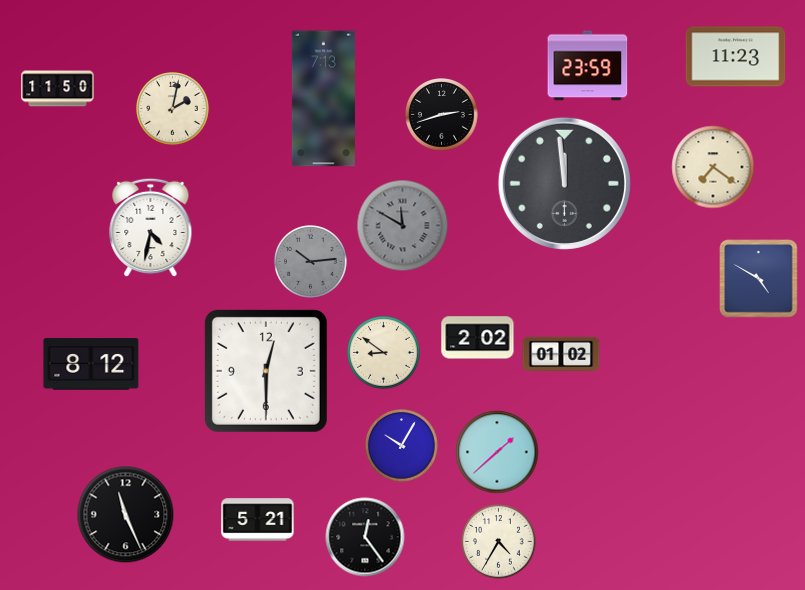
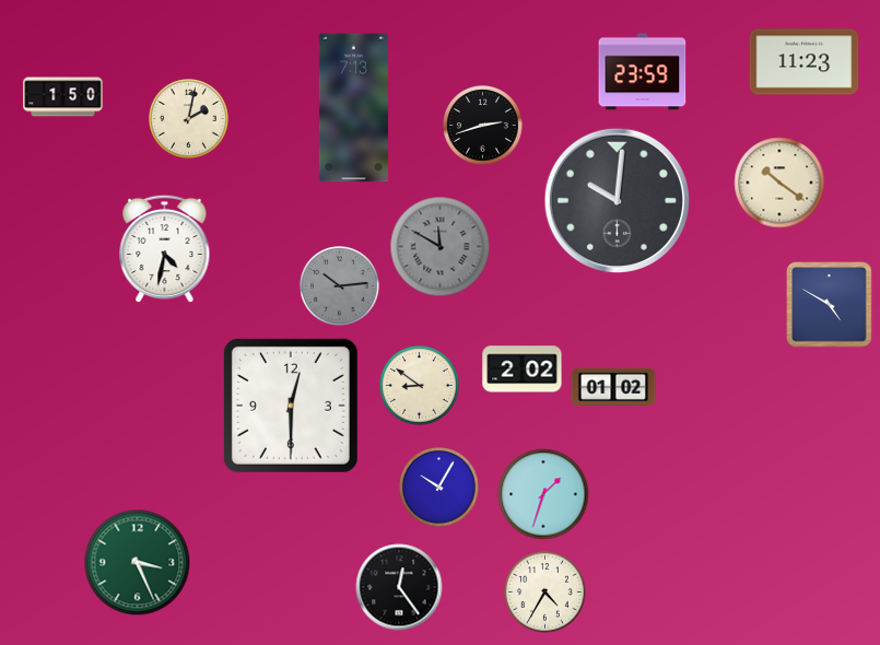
clock at (58, 89): 11:50 -> 1:50
clock at (713, 167): 7:21 -> 10:21
clock at (564, 183): 11:59 -> 10:01
clock at (91, 364): 8:12 -> none
clock at (497, 452): 1:38 -> 1:33
clock at (126, 515): 11:26 -> 3:26
clock at (126, 515) dial: black -> green
clock at (258, 520): 5:21 -> none
